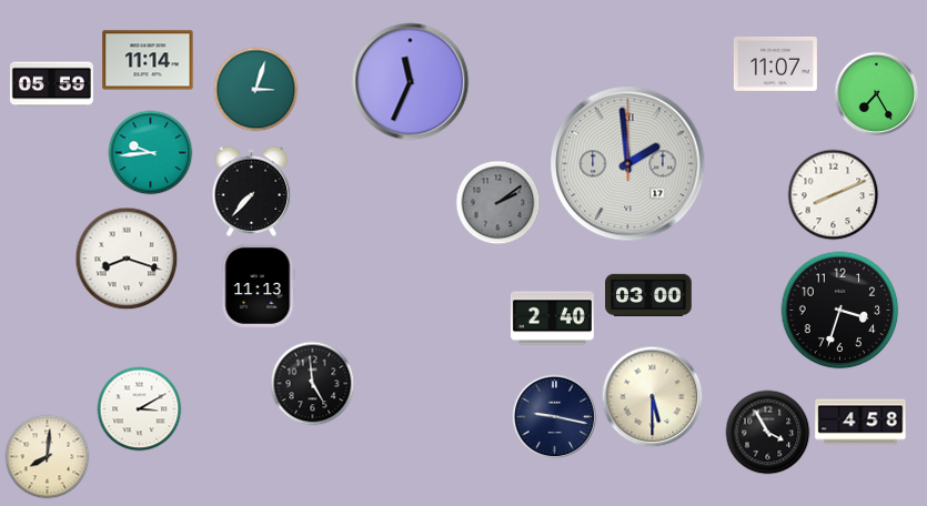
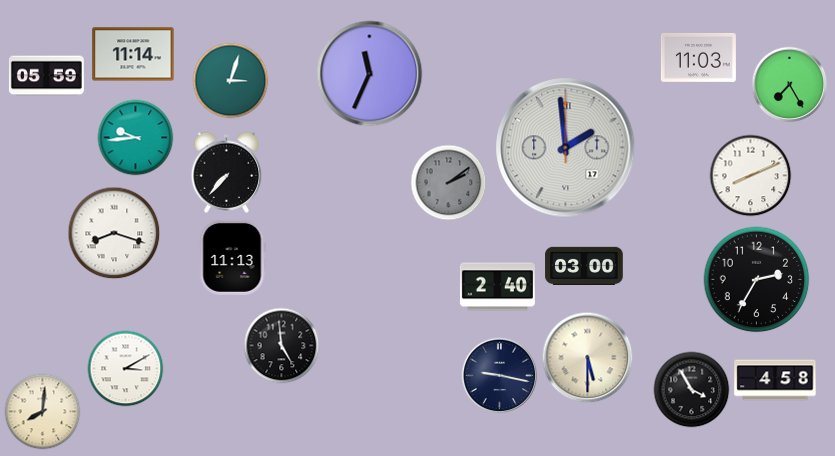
clock at (775, 63): 11:07 -> 11:03
clock at (840, 311): 3:33 -> 2:35
